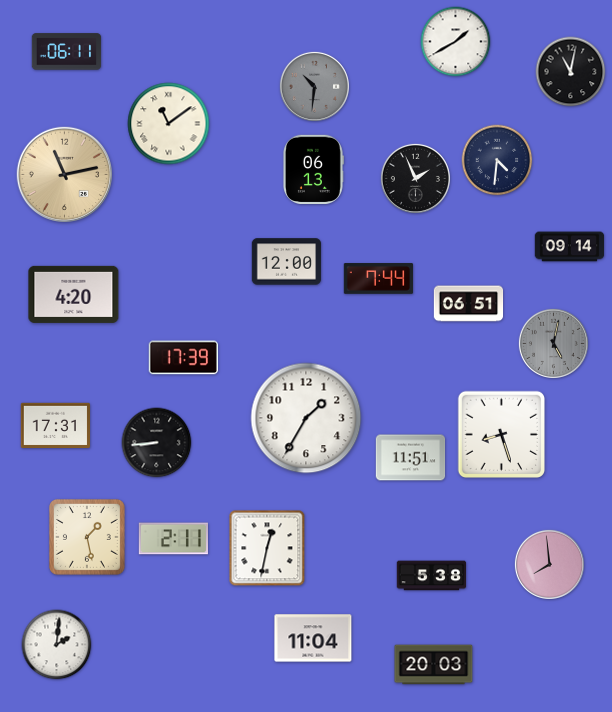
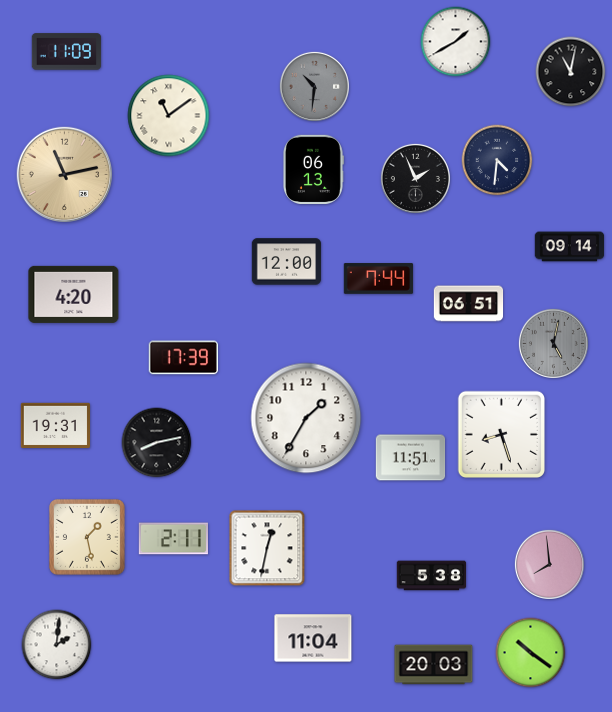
clock at (67, 52): 06:11 -> 11:09
clock at (169, 124) position: (169, 124) -> (169, 116)
clock at (56, 425): 17:31 -> 19:31
clock at (157, 443): 8:44 -> 8:13
clock at (531, 653): none -> 10:21
